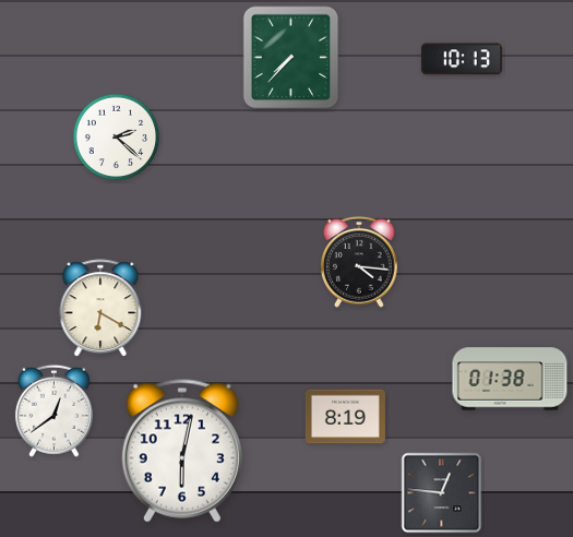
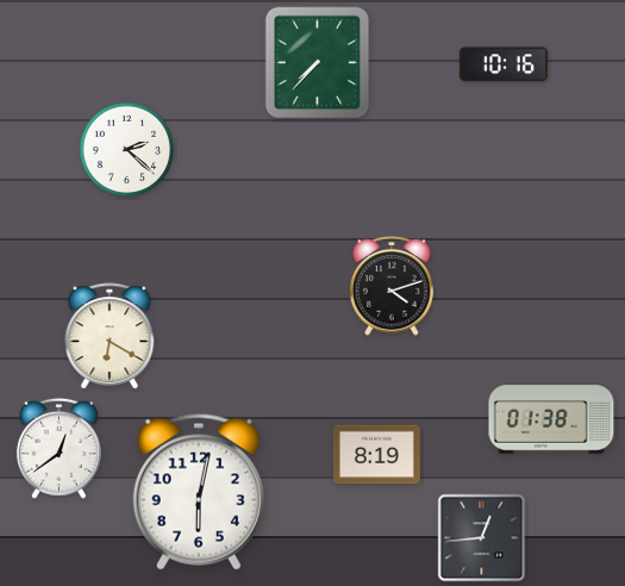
clock at (462, 59): 10:13 -> 10:16
clock at (359, 262): 4:16 -> 4:12
clock at (510, 379) position: (510, 379) -> (551, 419)
clock at (442, 493): 12:46 -> 12:44
